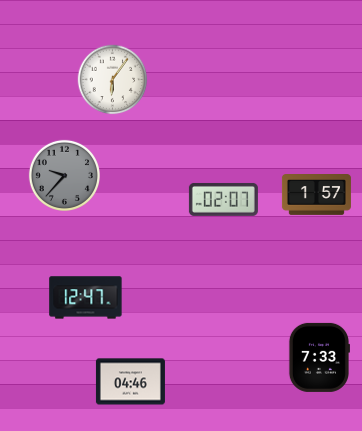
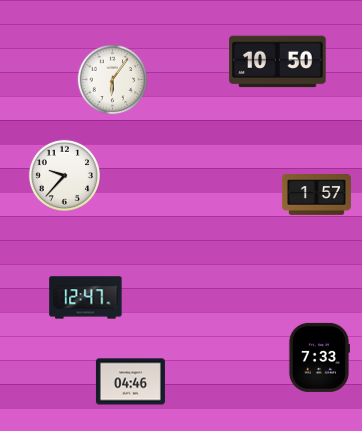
clock at (278, 62): none -> 10:50
clock at (64, 175) dial: grey -> white
clock at (223, 199): 02:07 -> none
